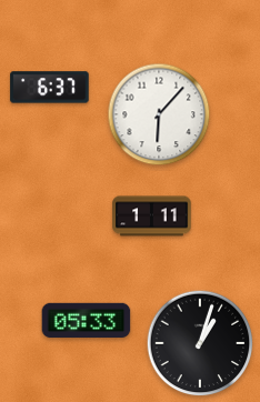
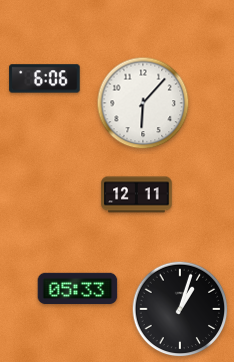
clock at (50, 88): 6:37 -> 6:06
clock at (152, 217): 1:11 -> 12:11
